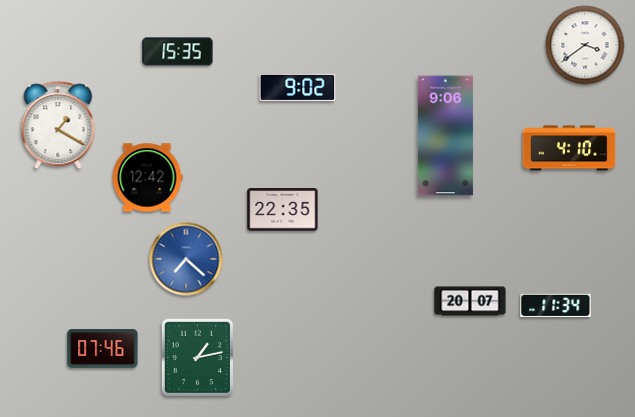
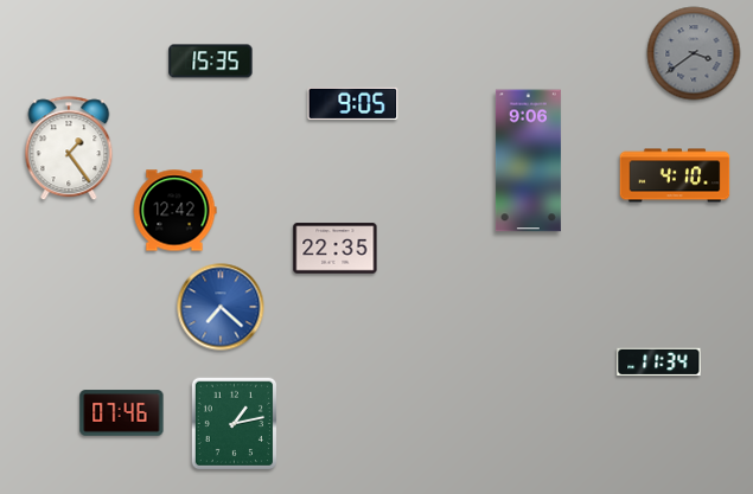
clock at (585, 45) dial: white -> grey
clock at (298, 87): 9:02 -> 9:05
clock at (58, 126): 1:20 -> 1:24
clock at (470, 301): 20:07 -> none
